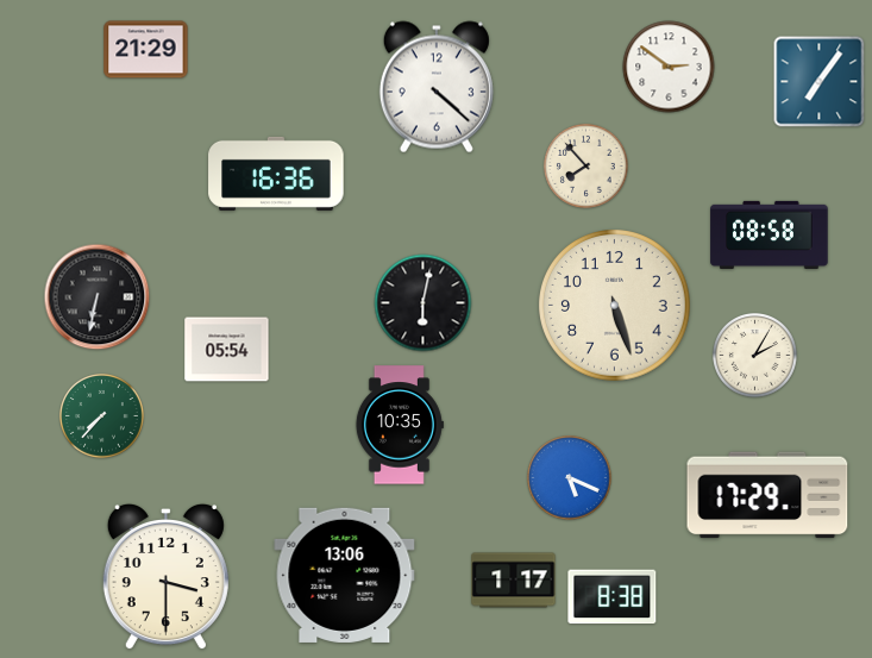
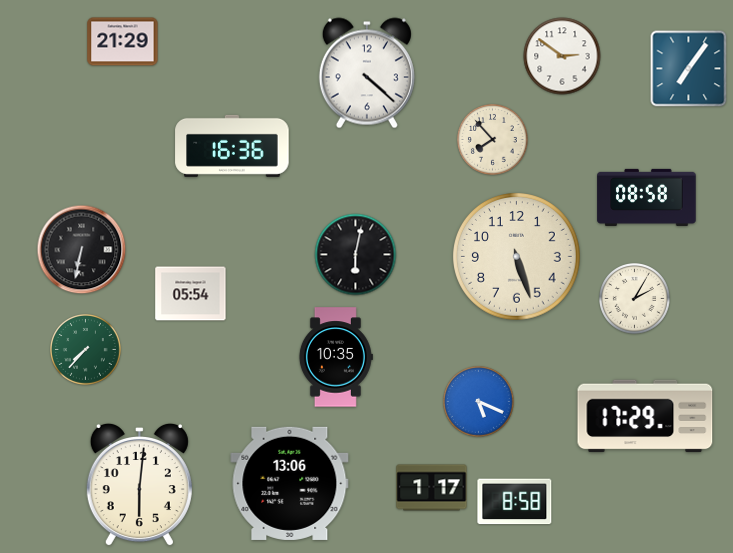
clock at (165, 577): 3:30 -> 6:01
clock at (613, 597): 8:38 -> 8:58
